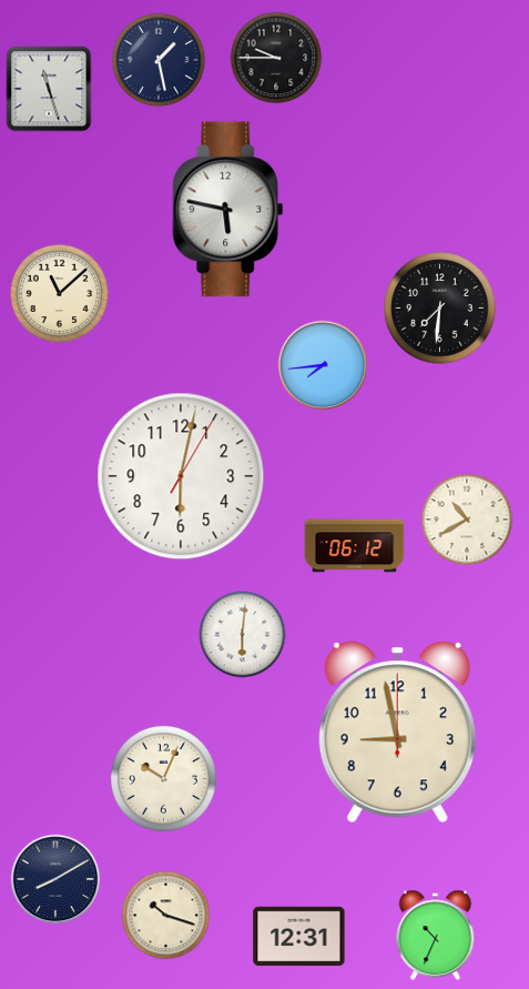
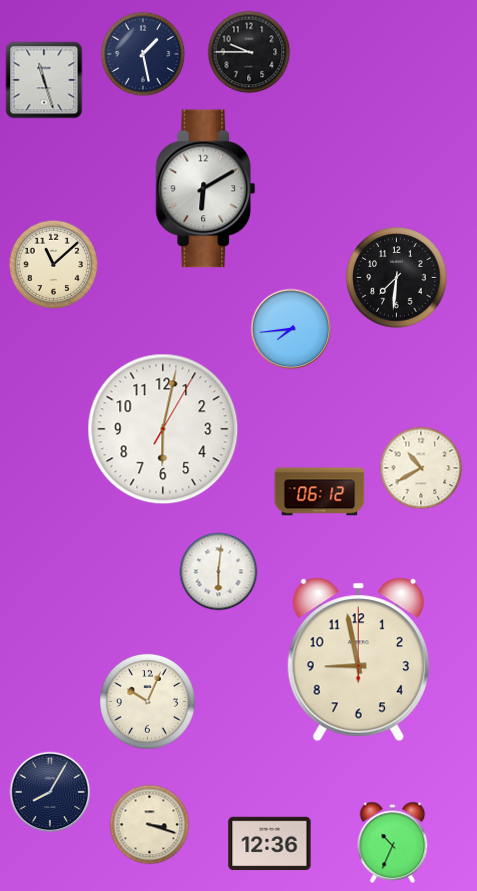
clock at (228, 210): 5:47 -> 6:10
clock at (55, 879): 8:10 -> 8:05
clock at (166, 916): 10:18 -> 3:18
clock at (299, 937): 12:31 -> 12:36
